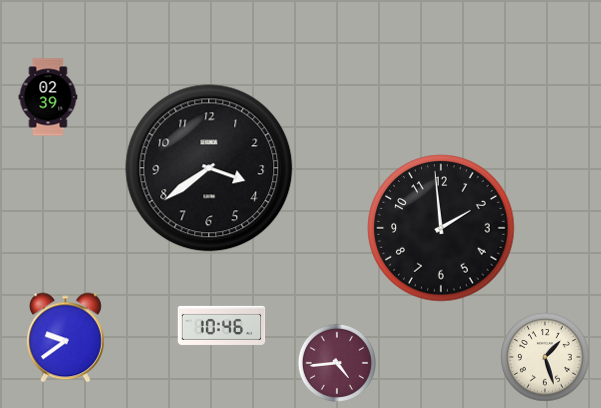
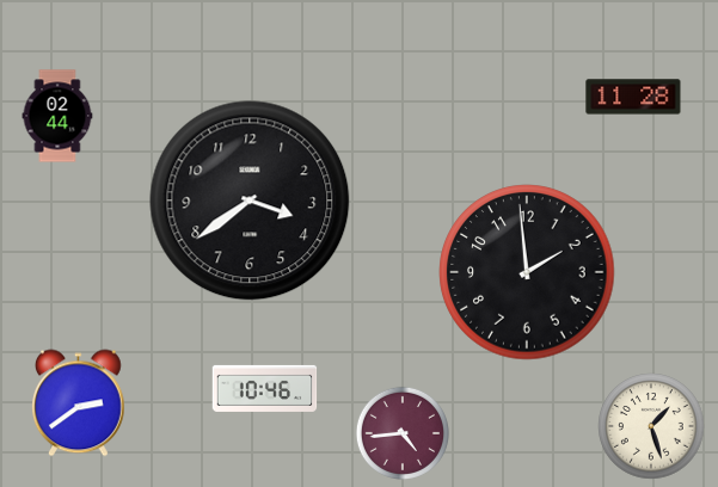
clock at (633, 97): none -> 11:28
clock at (48, 97): 02:39 -> 02:44
clock at (66, 338): 9:39 -> 2:39
